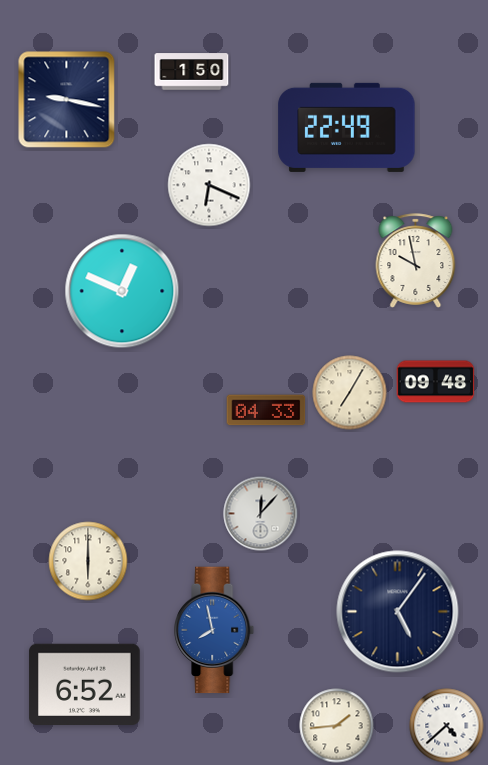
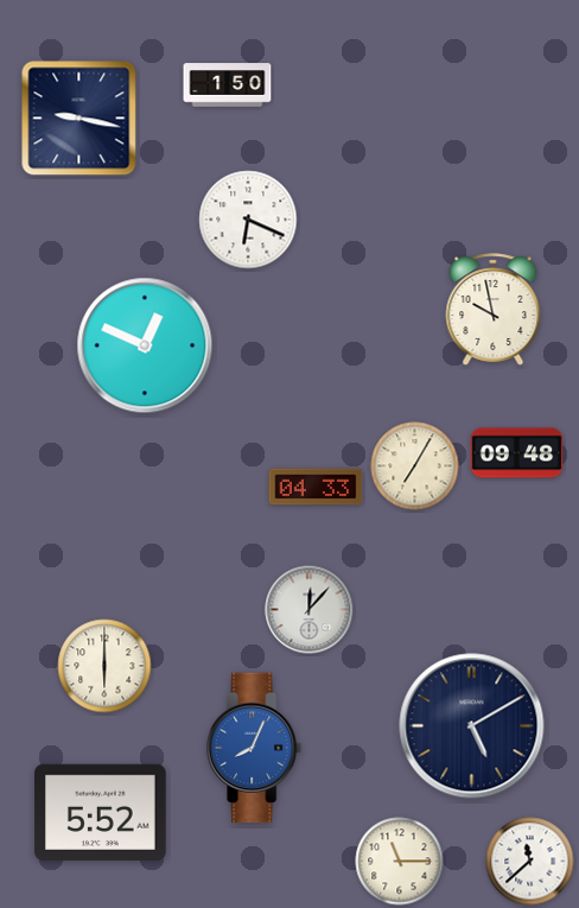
clock at (347, 127): 22:49 -> none
clock at (398, 612): 5:06 -> 5:10
clock at (215, 630): 7:58 -> 8:04
clock at (85, 684): 6:52 -> 5:52
clock at (337, 726): 1:44 -> 11:15
clock at (447, 726): 4:38 -> 11:38
